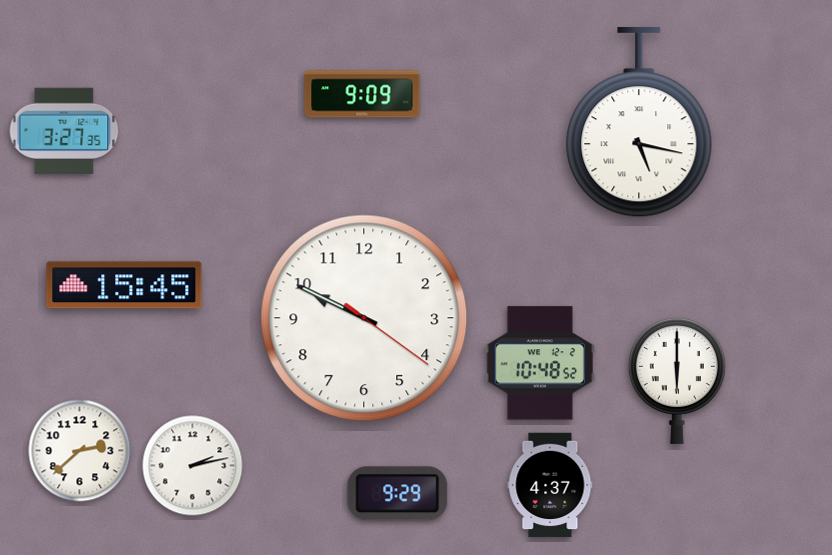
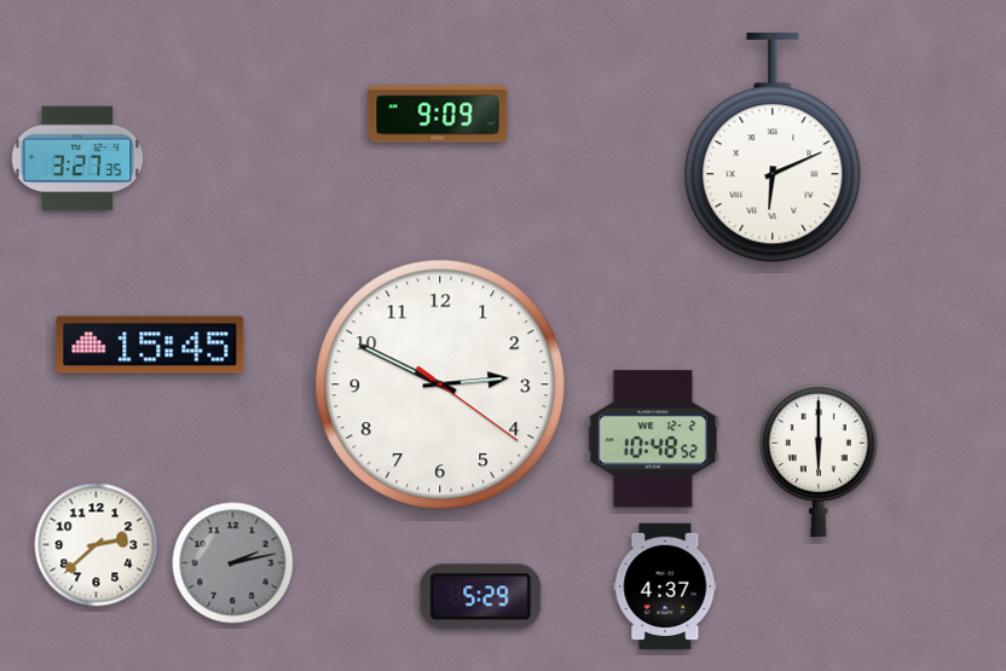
clock at (639, 123): 5:17 -> 6:11
clock at (364, 318): 9:49 -> 2:49
clock at (193, 466) dial: white -> grey
clock at (398, 494): 9:29 -> 5:29
